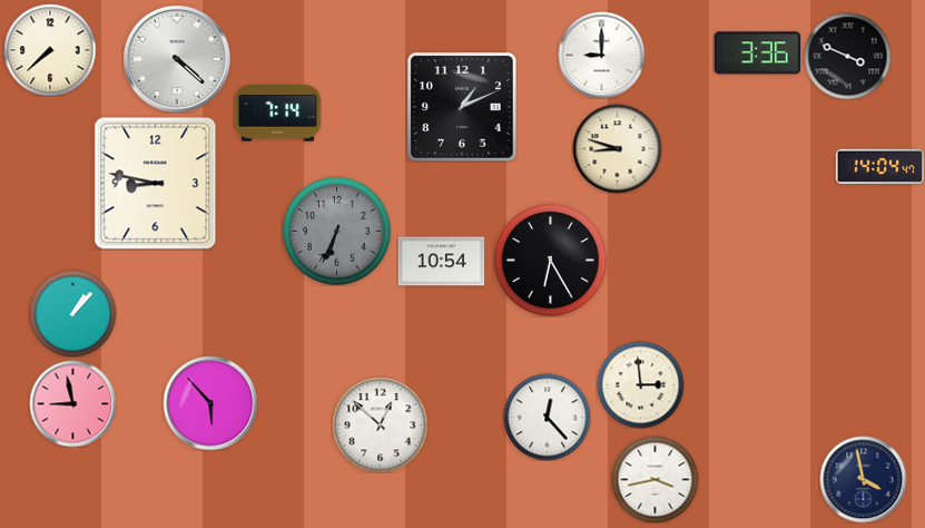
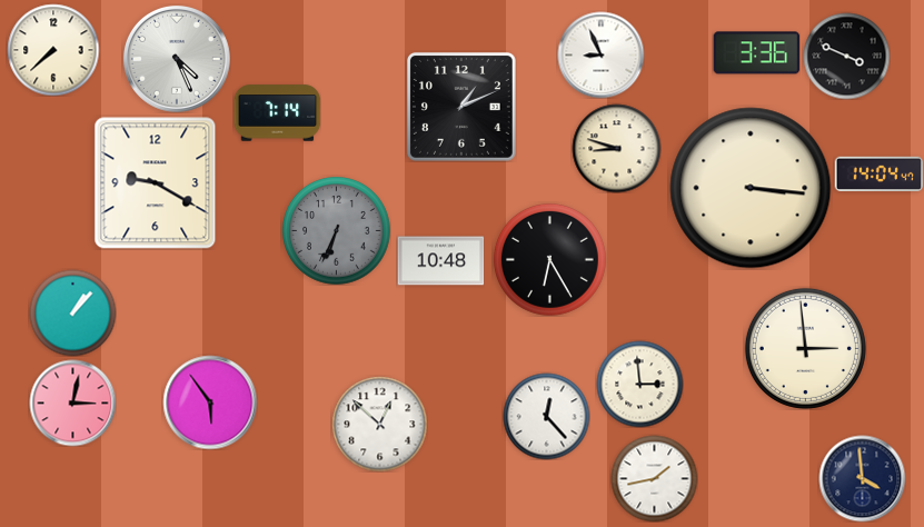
clock at (50, 50) position: (50, 50) -> (53, 50)
clock at (601, 55): 9:00 -> 8:56
clock at (177, 59): 4:22 -> 4:26
clock at (879, 167) position: (879, 167) -> (878, 175)
clock at (156, 183): 8:47 -> 9:20
clock at (751, 188): none -> 3:16
clock at (441, 262): 10:54 -> 10:48
clock at (805, 348): none -> 2:59
clock at (72, 403): 8:58 -> 3:02
clock at (210, 403): 5:53 -> 5:54
clock at (655, 479): 3:43 -> 1:43
clock at (863, 479): 3:58 -> 3:59
